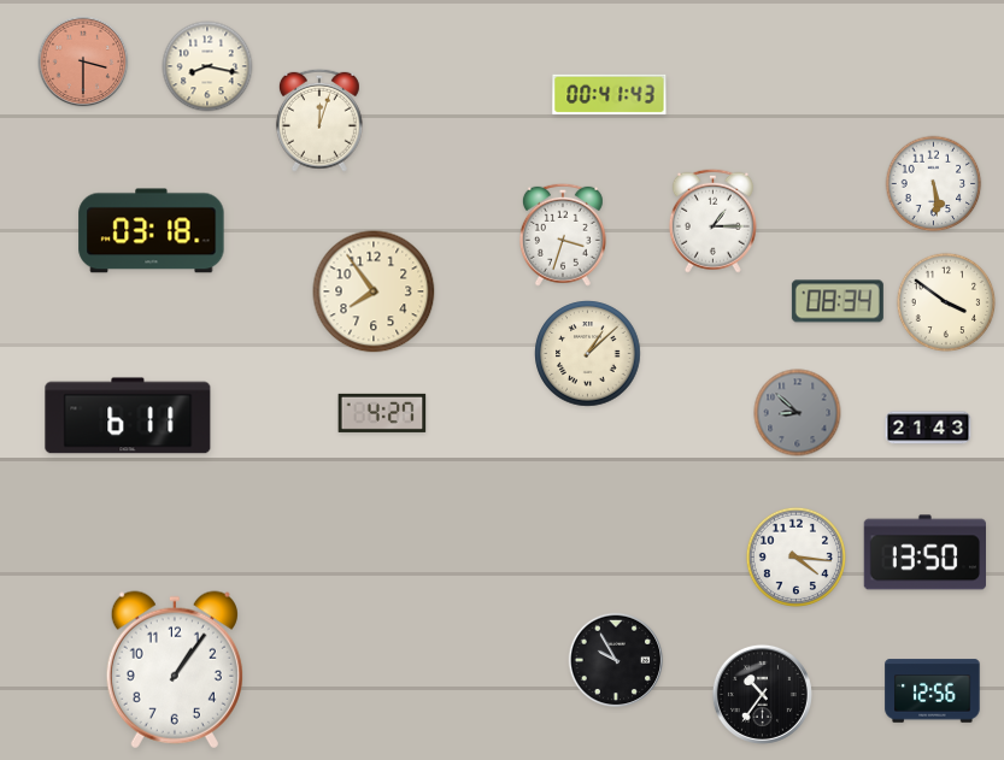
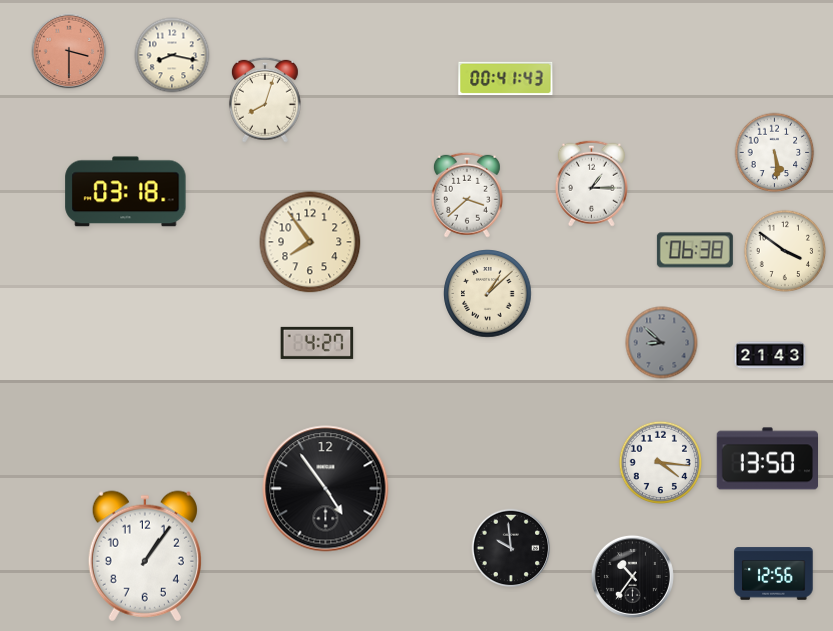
clock at (319, 120): 12:03 -> 8:03
clock at (563, 235): 3:33 -> 3:38
clock at (838, 301): 08:34 -> 06:38
clock at (128, 416): 6:11 -> none
clock at (326, 489): none -> 4:54
clock at (616, 660): 9:55 -> 9:59
